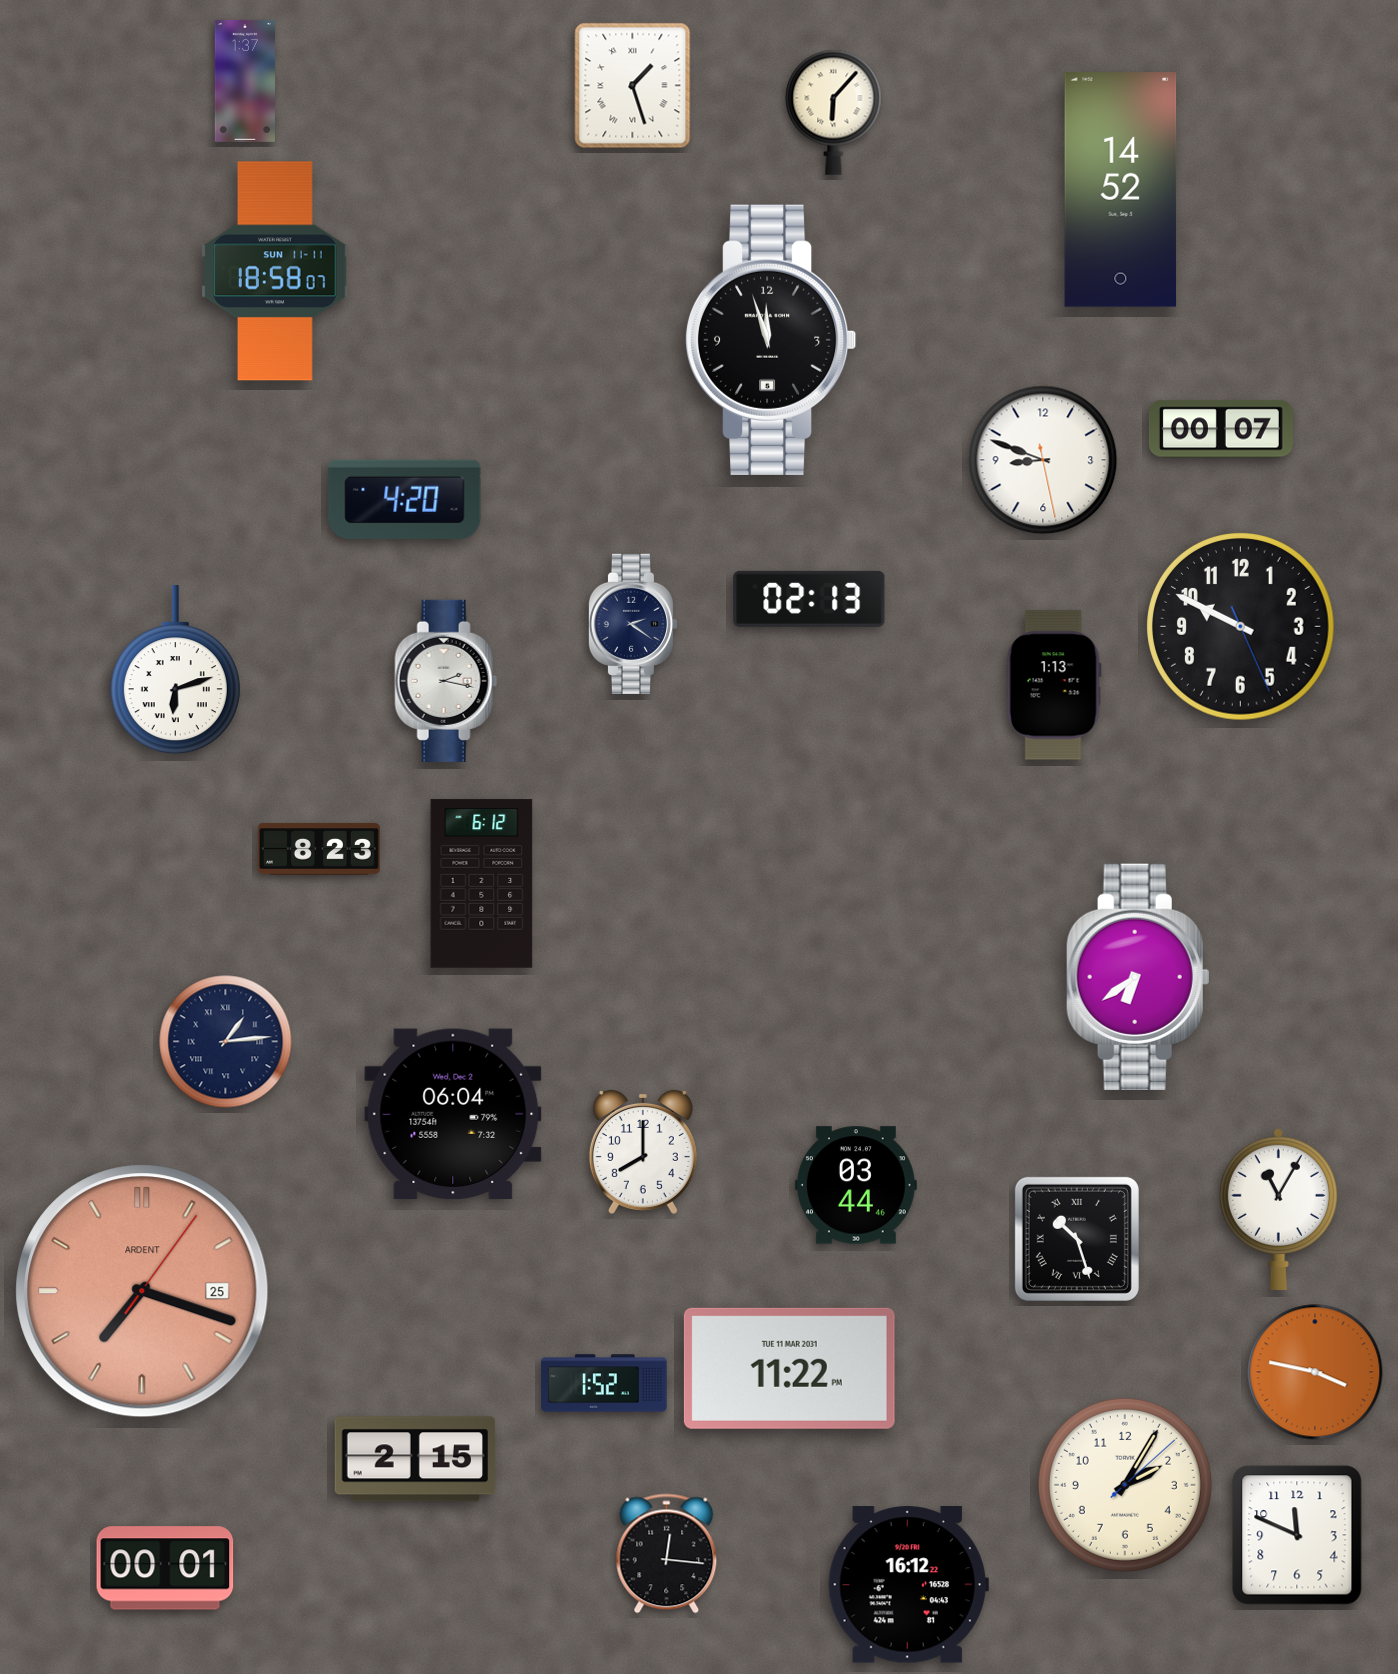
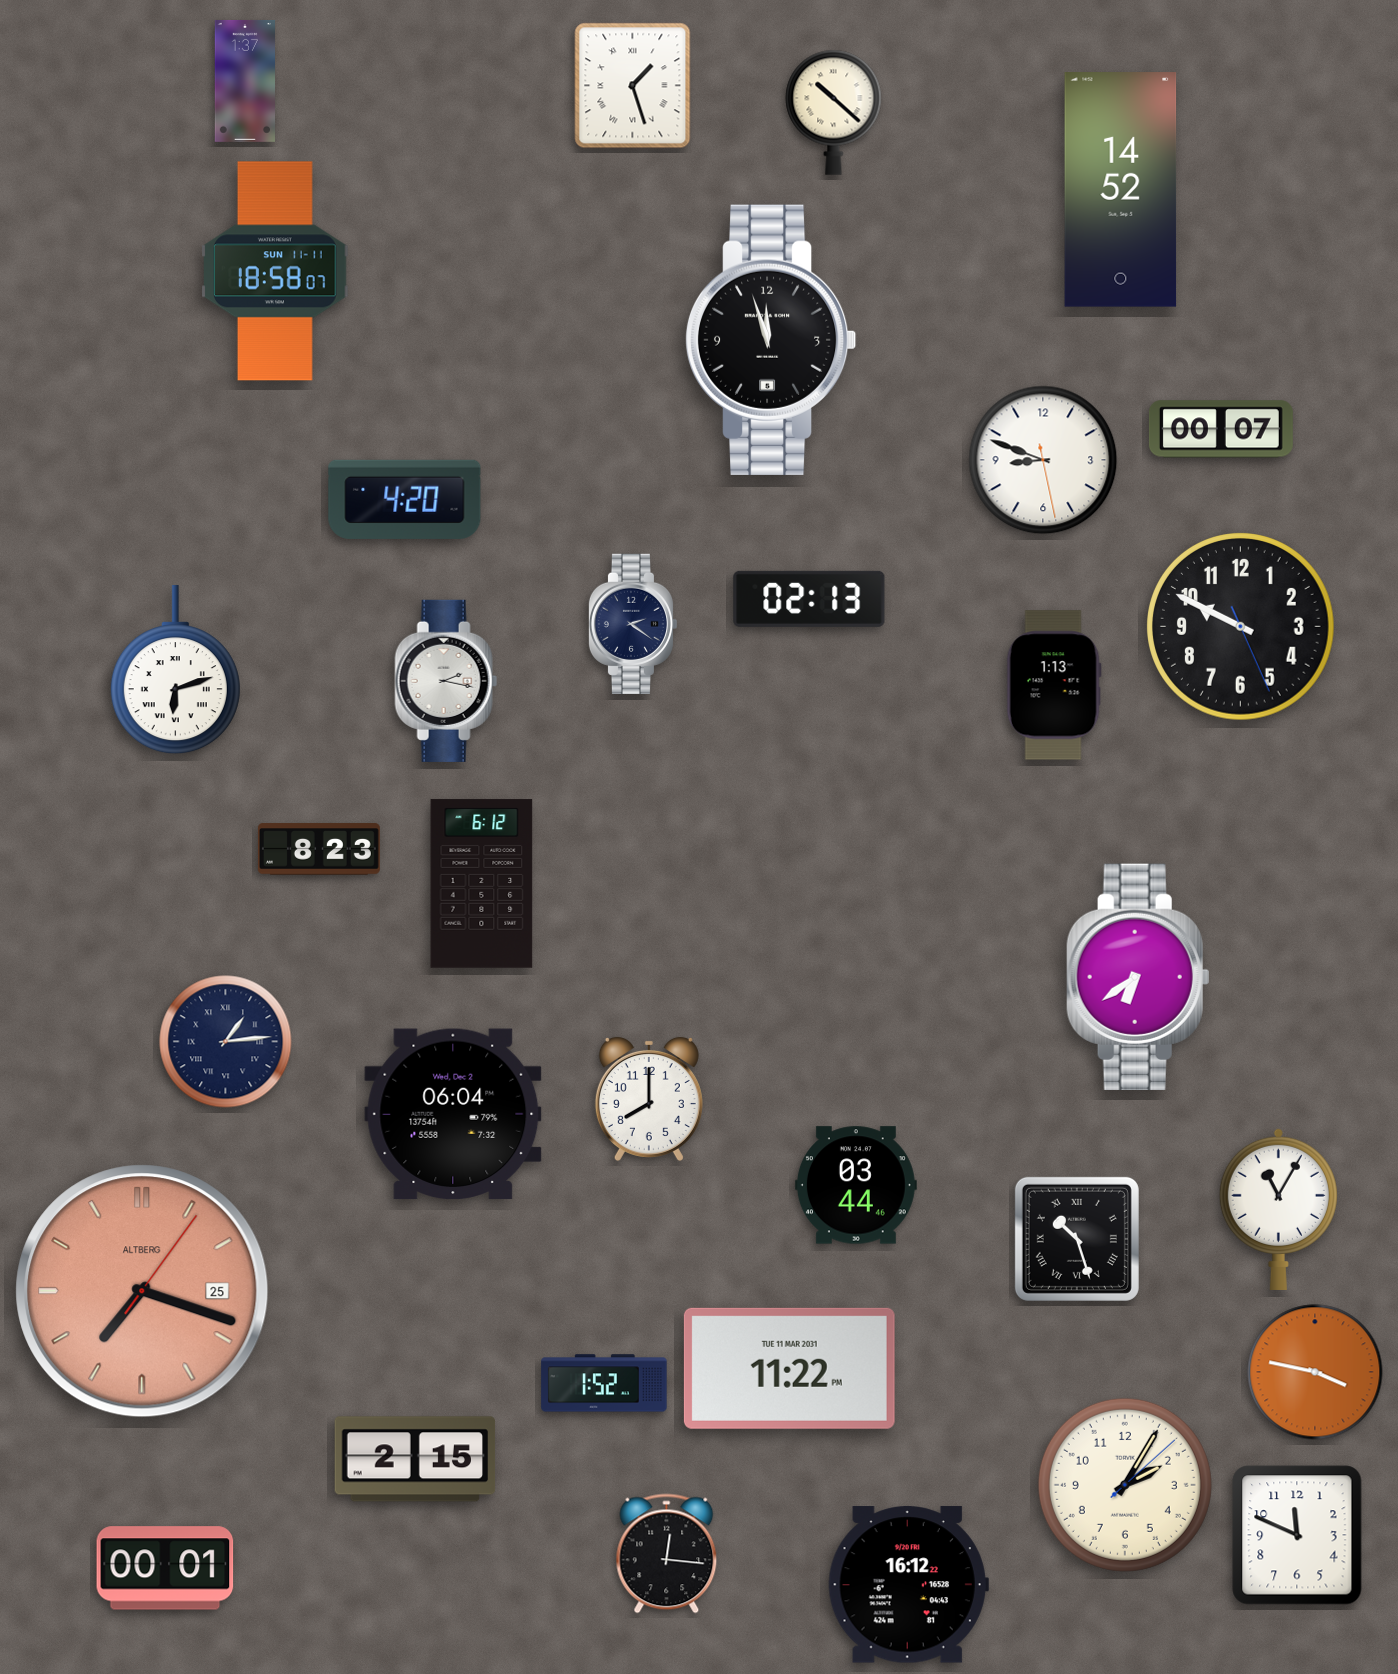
clock at (834, 112): 6:07 -> 10:22
clock at (643, 1152) position: (643, 1152) -> (649, 1099)
clock at (142, 1291) brand: ARDENT -> ALTBERG
